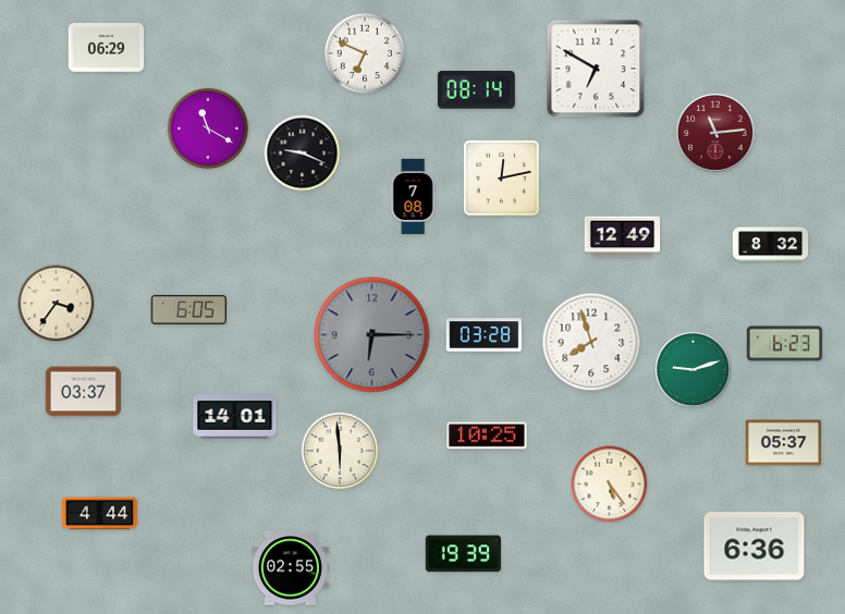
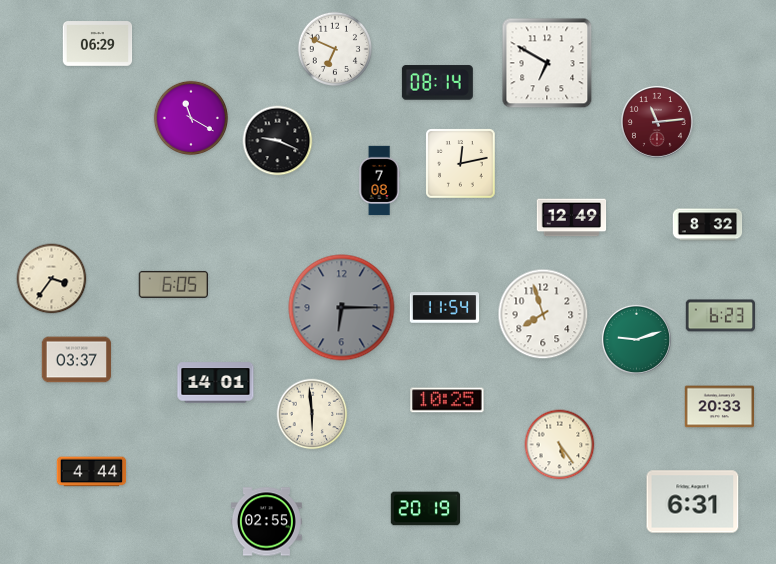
clock at (485, 335): 03:28 -> 11:54
clock at (784, 443): 05:37 -> 20:33
clock at (755, 547): 6:36 -> 6:31
clock at (464, 554): 19:39 -> 20:19
